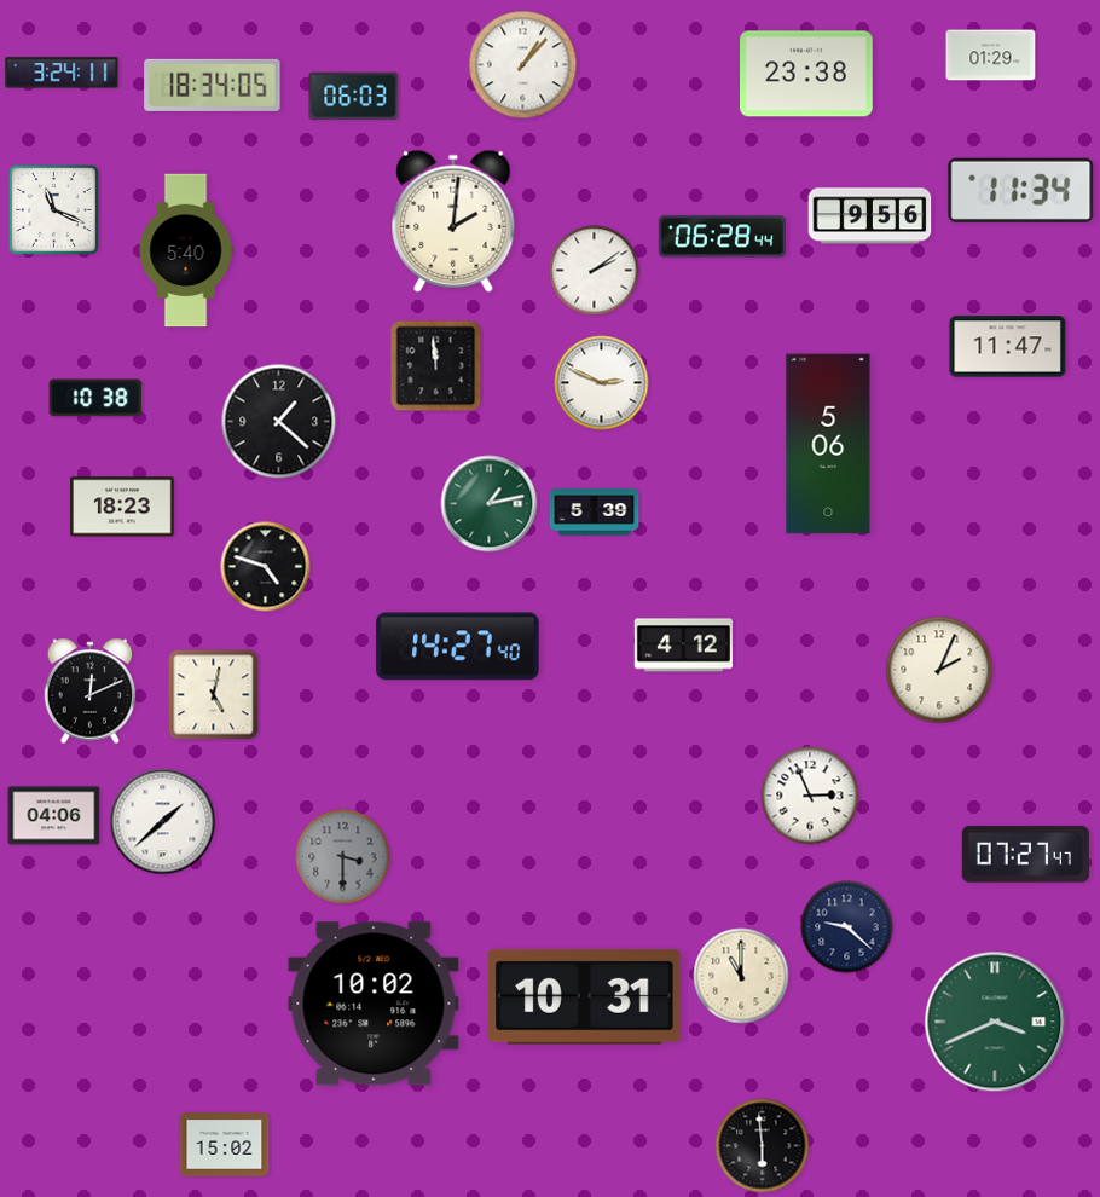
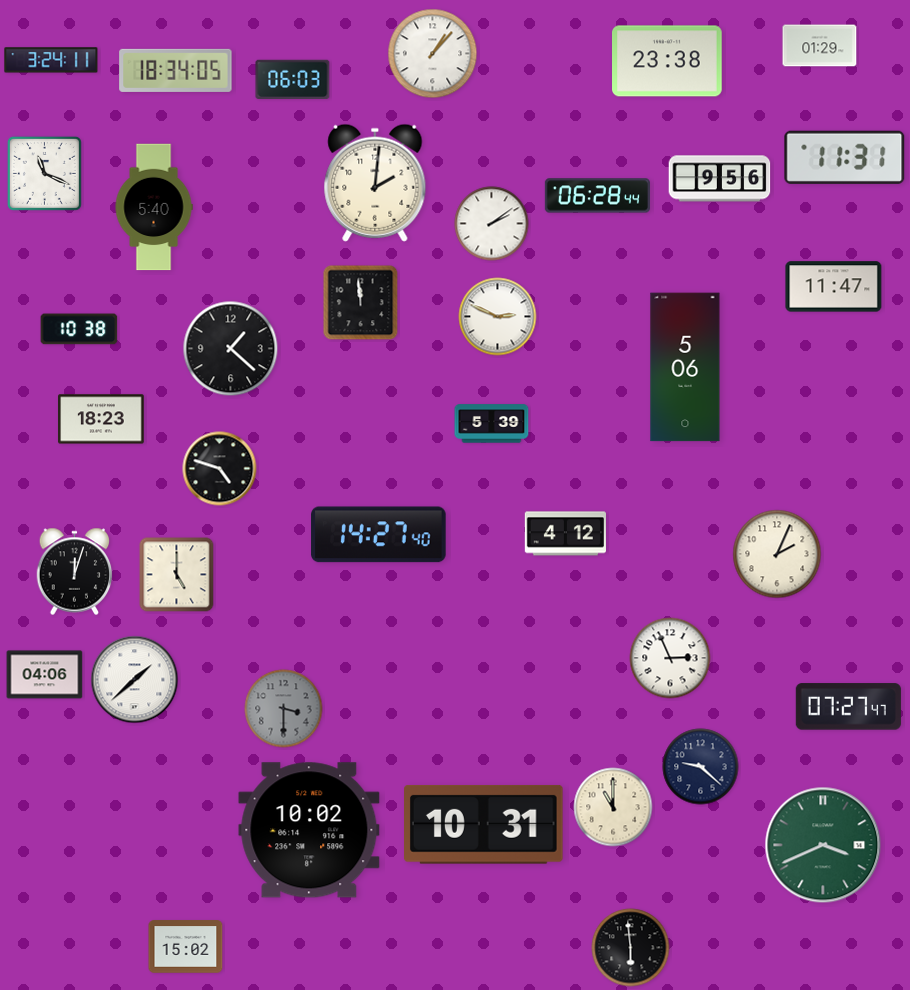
clock at (1021, 190): 11:34 -> 11:31
clock at (490, 504): 1:13 -> none
clock at (91, 692): 12:11 -> 12:03
clock at (214, 695): 5:02 -> 5:00
